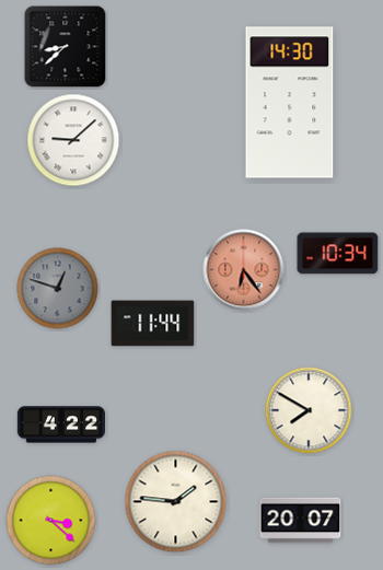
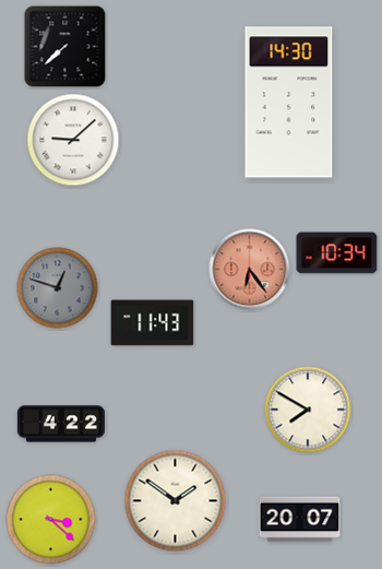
clock at (66, 47): 8:38 -> 7:38
clock at (244, 270) position: (244, 270) -> (250, 270)
clock at (153, 324): 11:44 -> 11:43
clock at (176, 502): 1:46 -> 1:51
